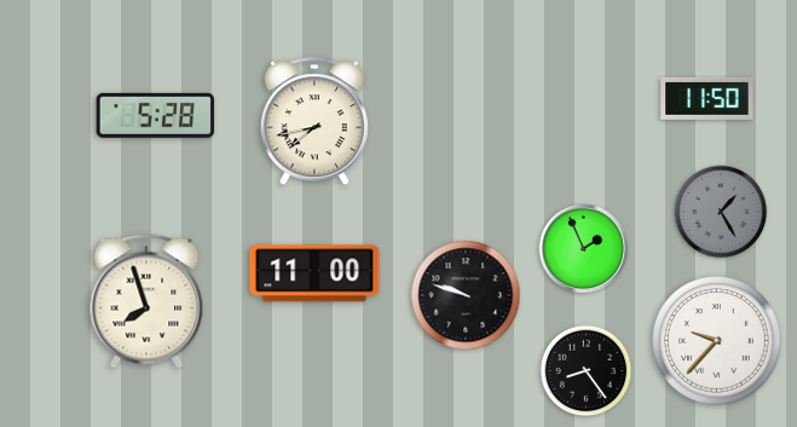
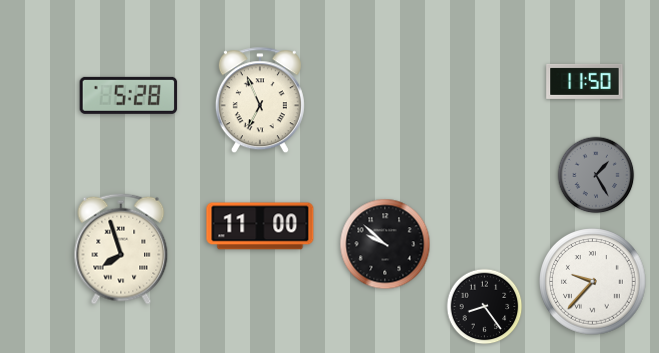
clock at (314, 122): 7:43 -> 6:56
clock at (584, 249): 1:56 -> none
clock at (466, 295): 9:48 -> 9:52
